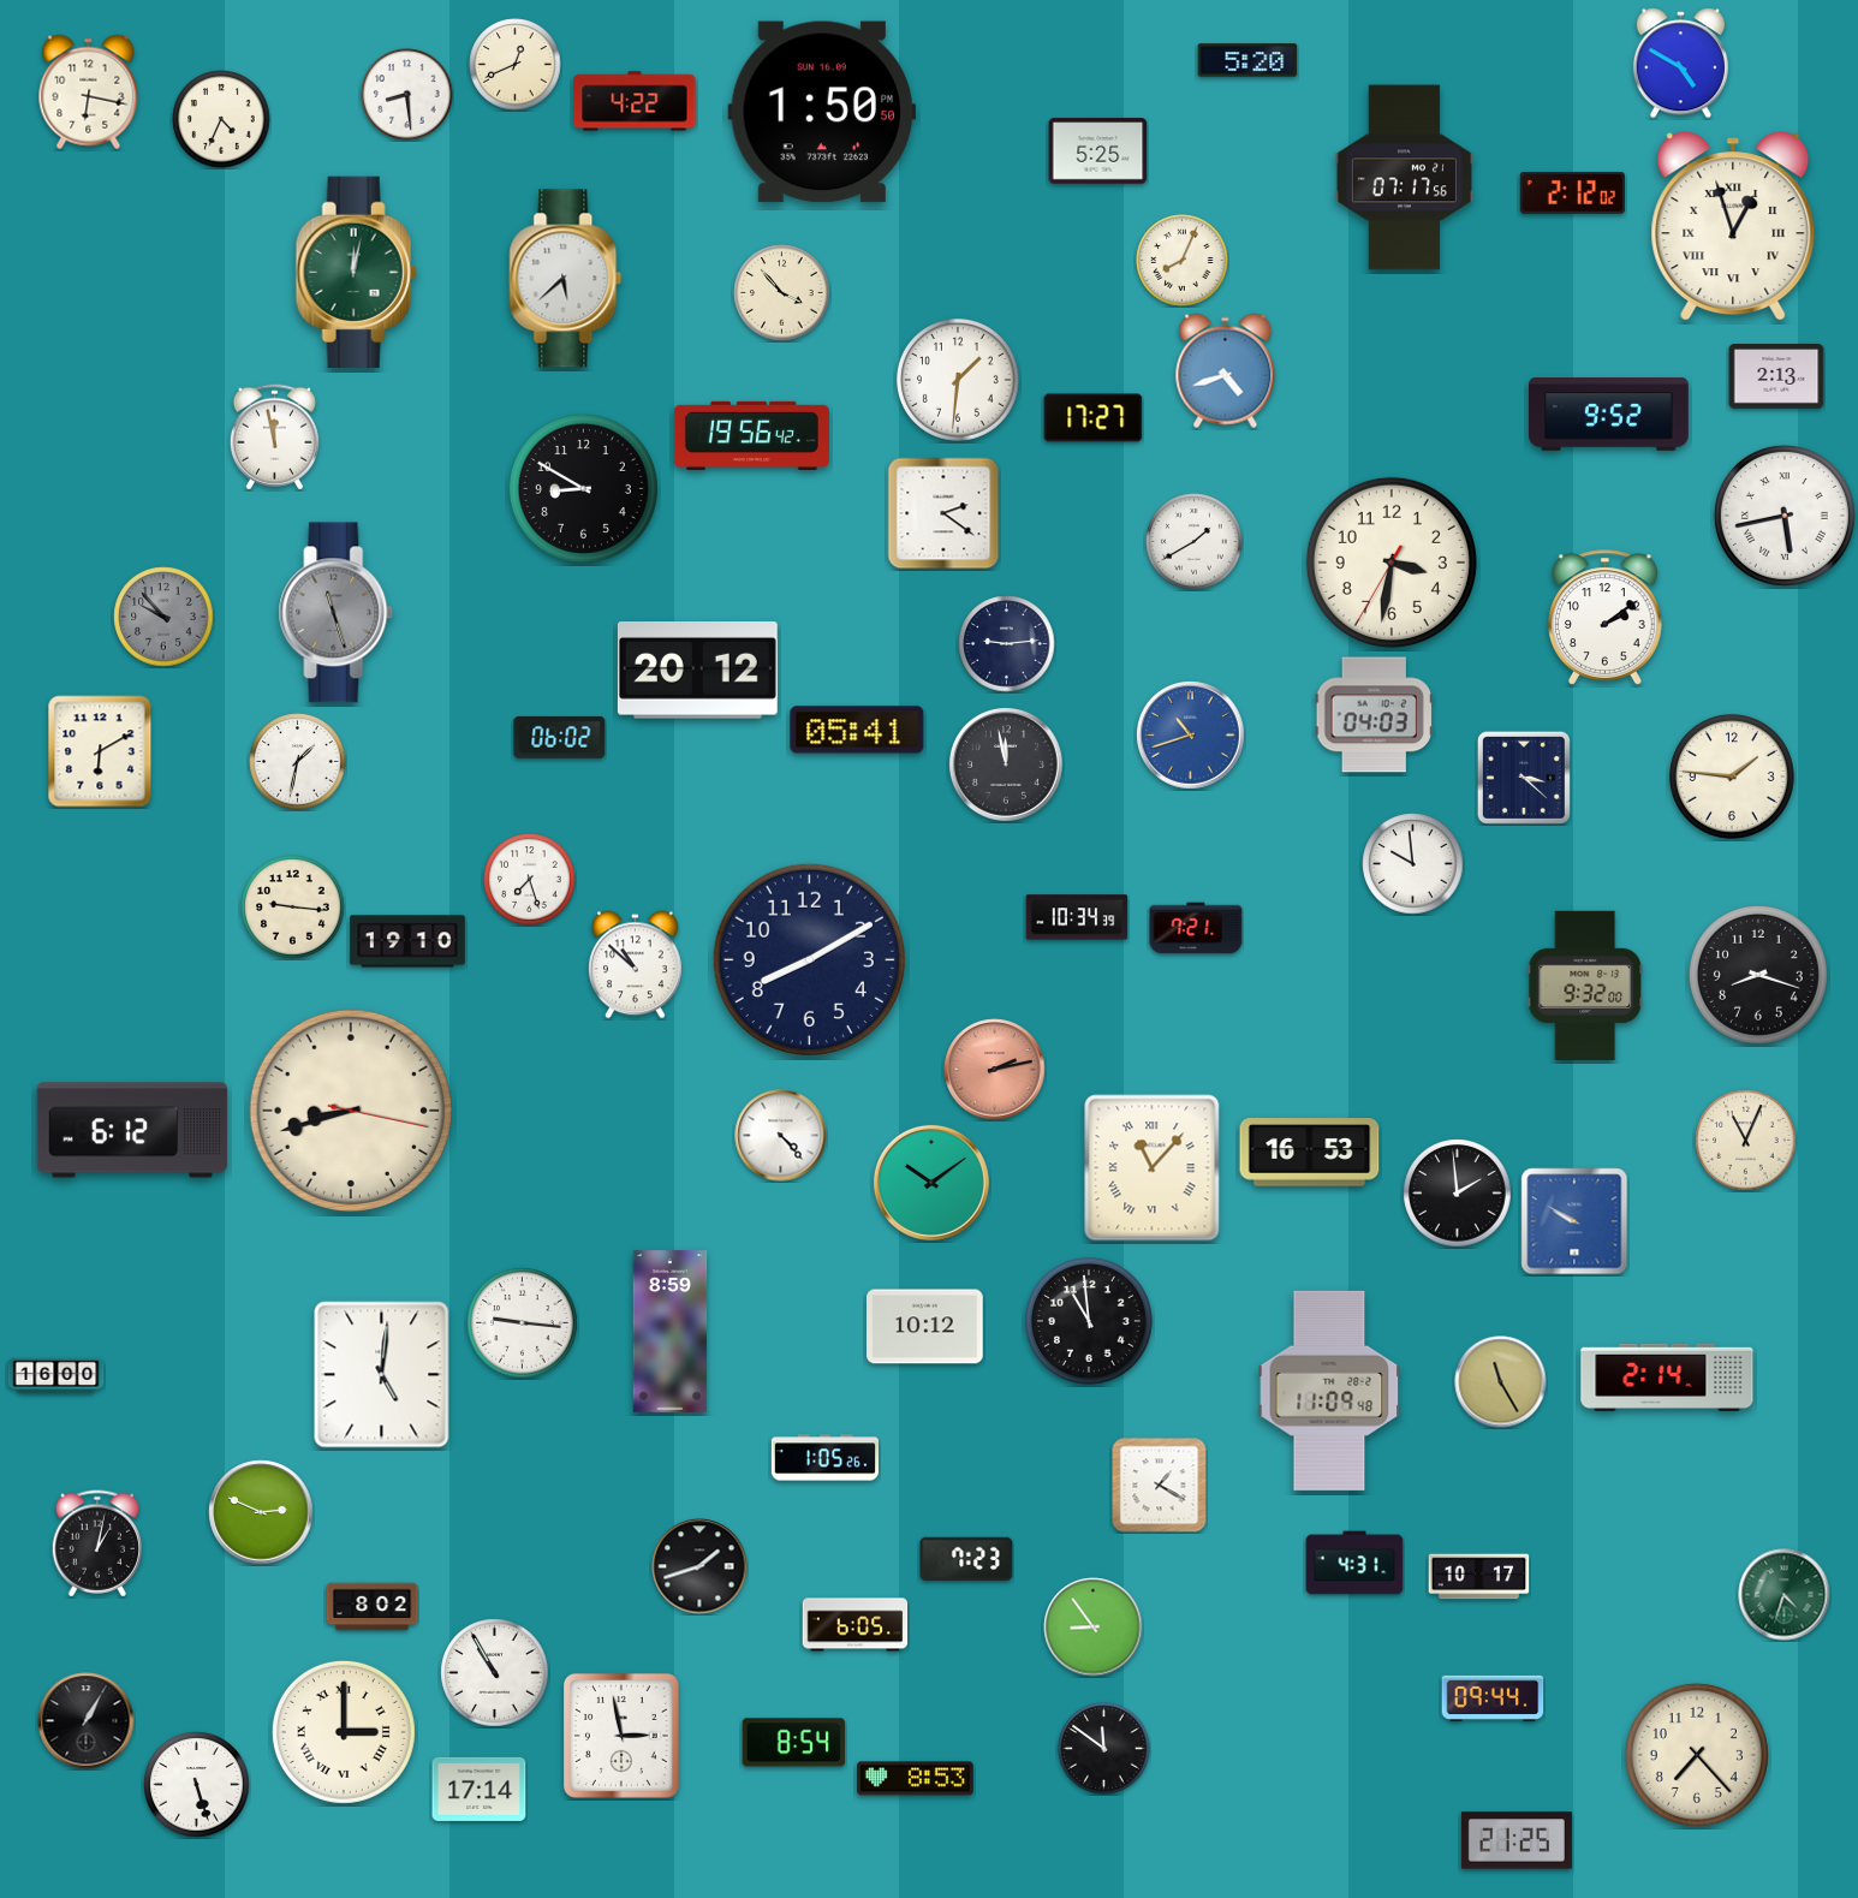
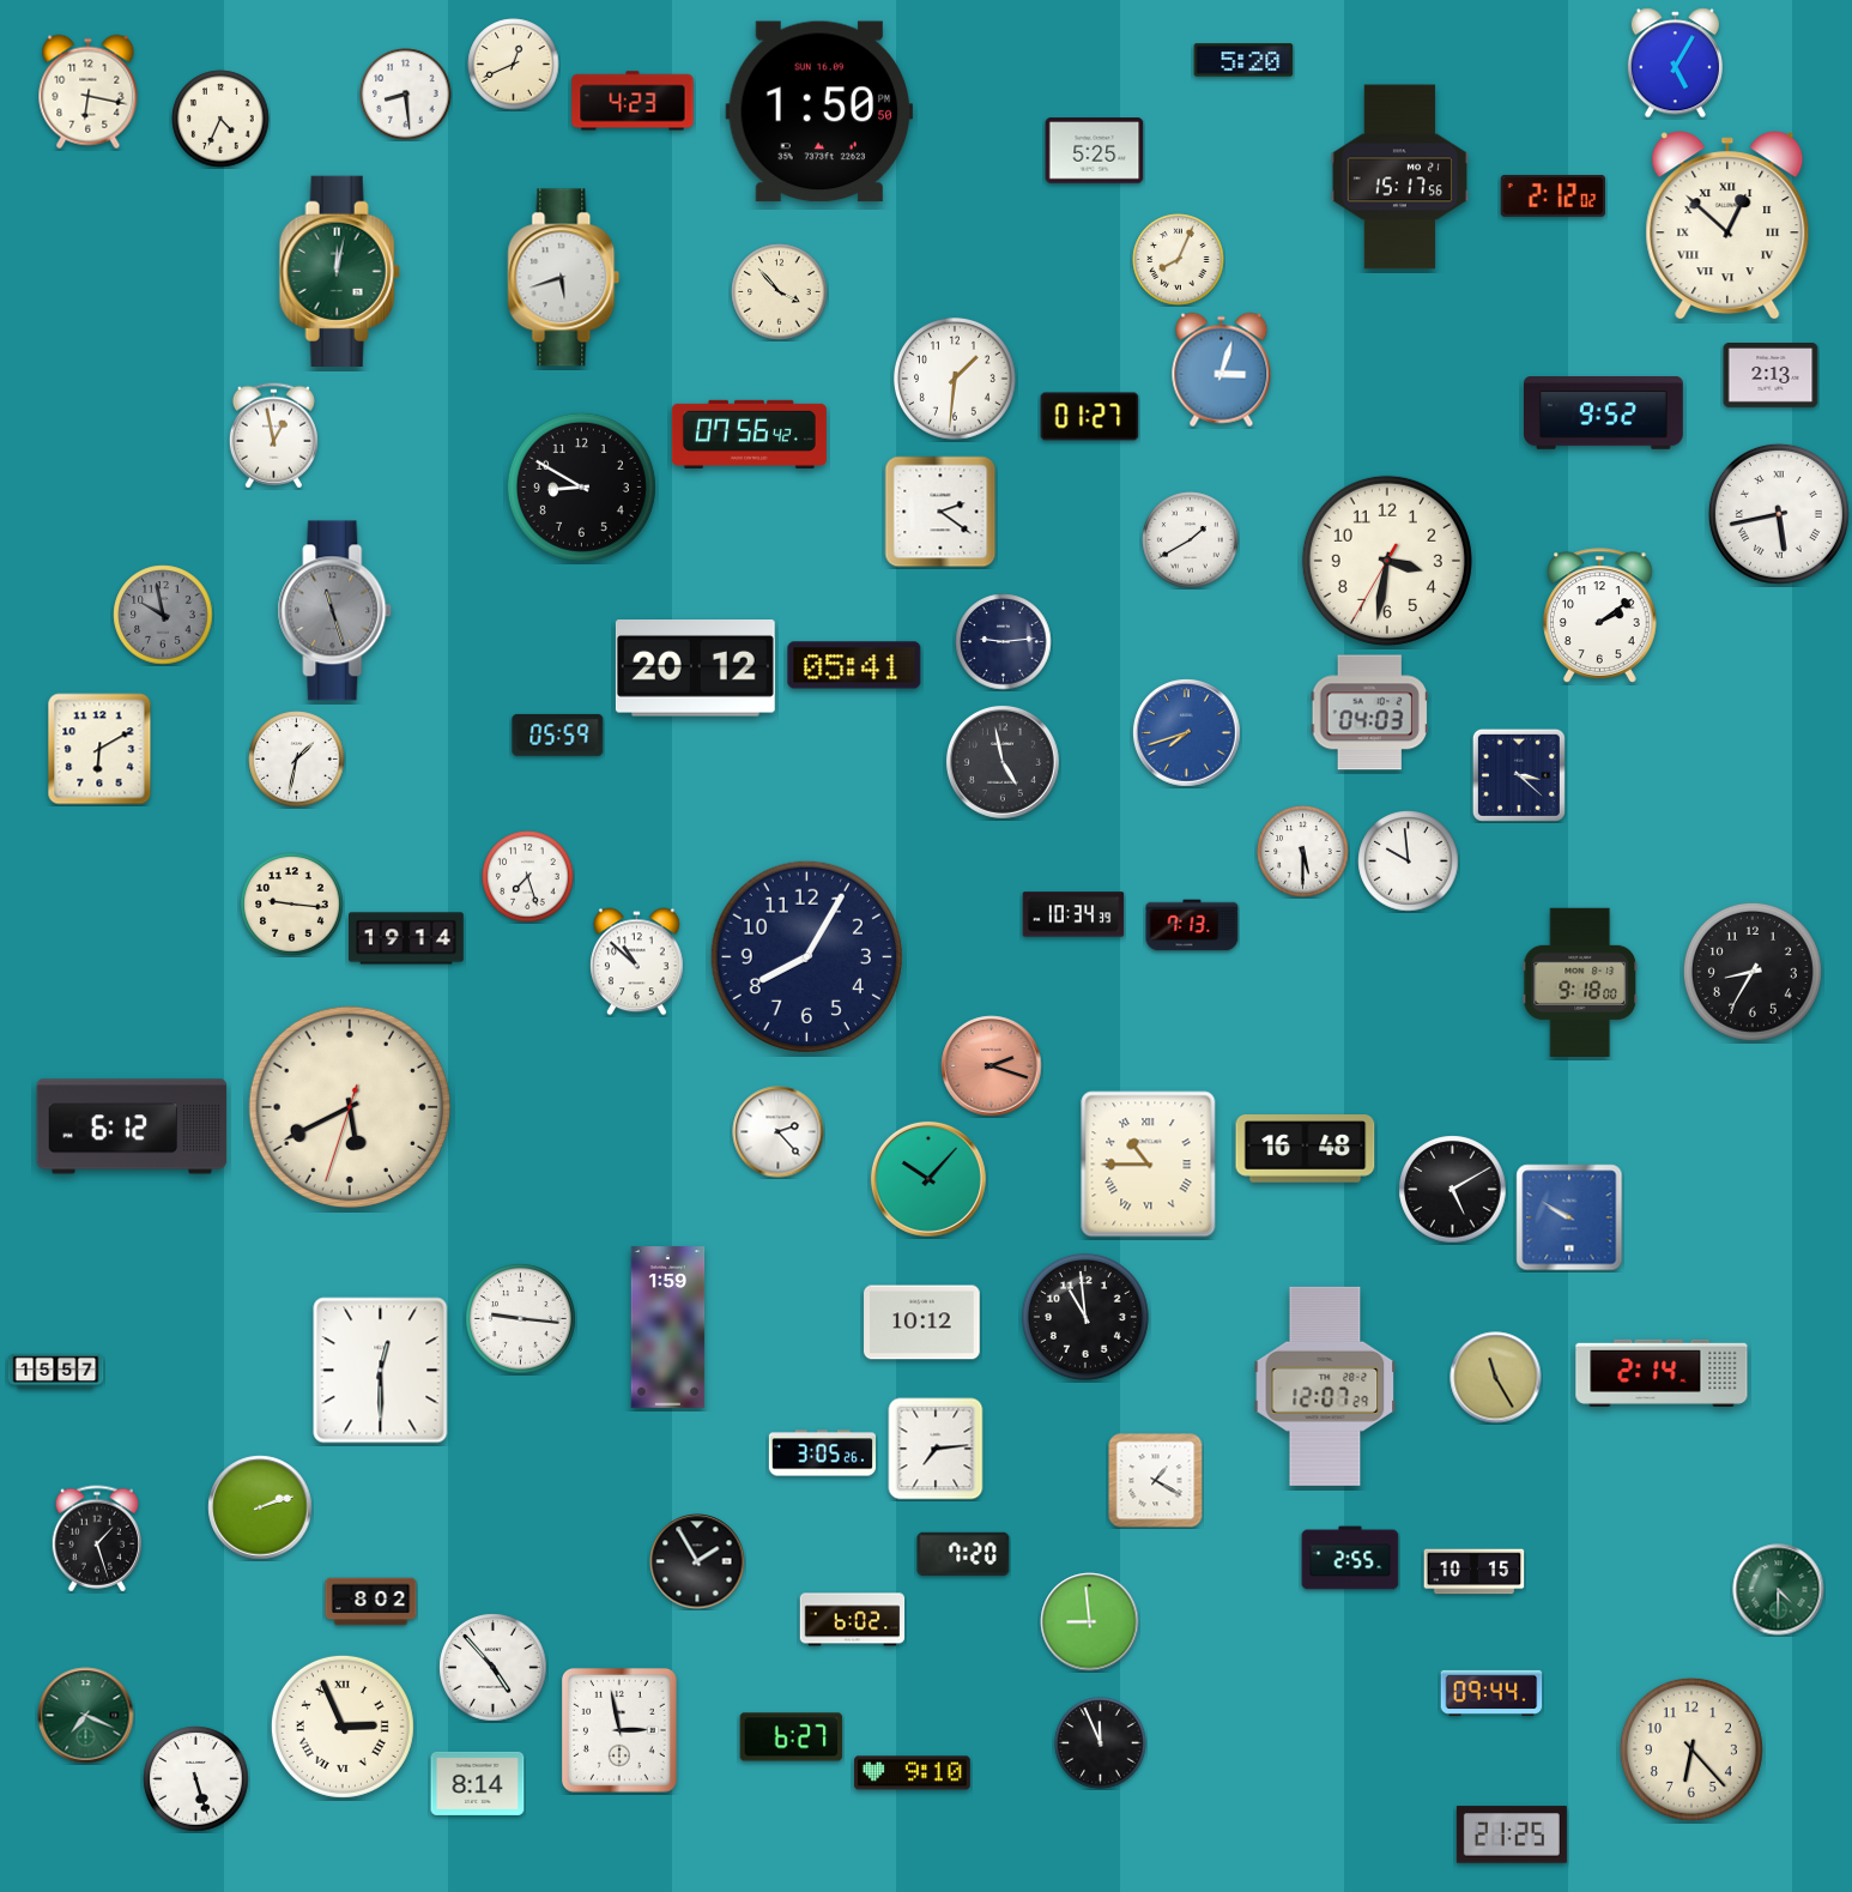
clock at (1680, 64): 4:50 -> 5:05
clock at (635, 101): 4:22 -> 4:23
clock at (1404, 178): 07:17 -> 15:17
clock at (1572, 192) position: (1572, 192) -> (1553, 195)
clock at (1733, 226): 12:57 -> 12:52
clock at (356, 273) position: (356, 273) -> (339, 272)
clock at (566, 279): 5:38 -> 5:42
clock at (1226, 371): 4:42 -> 3:03
clock at (1094, 418): 17:27 -> 01:27
clock at (751, 435): 19:56 -> 07:56
clock at (274, 438): 11:58 -> 12:58
clock at (163, 617): 9:53 -> 9:58
clock at (857, 730) position: (857, 730) -> (854, 665)
clock at (1191, 736): 10:42 -> 7:42
clock at (560, 737): 06:02 -> 05:59
clock at (1006, 764): 11:58 -> 4:58
clock at (1732, 777): 1:46 -> none
clock at (1303, 852): none -> 5:30
clock at (1196, 928): 7:21 -> 7:13
clock at (407, 941): 19:10 -> 19:14
clock at (809, 959): 8:10 -> 8:05
clock at (635, 965) position: (635, 965) -> (636, 962)
clock at (1758, 975): 8:18 -> 8:35
clock at (1585, 984): 9:32 -> 9:18
clock at (995, 1070): 2:13 -> 2:18
clock at (351, 1111): 8:42 -> 5:40
clock at (781, 1136): 4:23 -> 2:23
clock at (1746, 1141): 11:04 -> none
clock at (1310, 1153): 16:53 -> 16:48
clock at (1153, 1168): 11:07 -> 10:45
clock at (931, 1183): 10:09 -> 10:07
clock at (1458, 1194): 1:59 -> 5:10
clock at (671, 1332): 8:59 -> 1:59
clock at (56, 1375): 16:00 -> 15:57
clock at (382, 1375): 5:01 -> 12:30
clock at (1329, 1391): 11:09 -> 12:07
clock at (936, 1449): none -> 7:14
clock at (824, 1458): 1:05 -> 3:05
clock at (261, 1512): 2:49 -> 2:12
clock at (96, 1543): 1:02 -> 1:27
clock at (966, 1559): 7:23 -> 7:20
clock at (1354, 1563): 4:31 -> 2:55
clock at (699, 1566): 1:42 -> 1:55
clock at (1479, 1577): 10:17 -> 10:15
clock at (1785, 1595): 4:33 -> 4:30
clock at (856, 1625): 6:05 -> 6:02
clock at (1094, 1628): 8:54 -> 8:59
clock at (495, 1673): 10:55 -> 4:53
clock at (1493, 1698) position: (1493, 1698) -> (1491, 1693)
clock at (87, 1721): 1:05 -> 7:19
clock at (87, 1721) dial: black -> green
clock at (344, 1732): 3:00 -> 2:56
clock at (794, 1743): 8:54 -> 6:27
clock at (1104, 1749): 11:51 -> 11:56
clock at (1697, 1755): 7:23 -> 6:23
clock at (916, 1779): 8:53 -> 9:10
clock at (480, 1789): 17:14 -> 8:14
